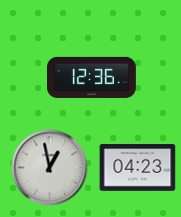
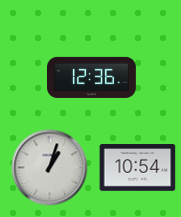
clock at (50, 168): 12:58 -> 1:03
clock at (138, 168): 04:23 -> 10:54
